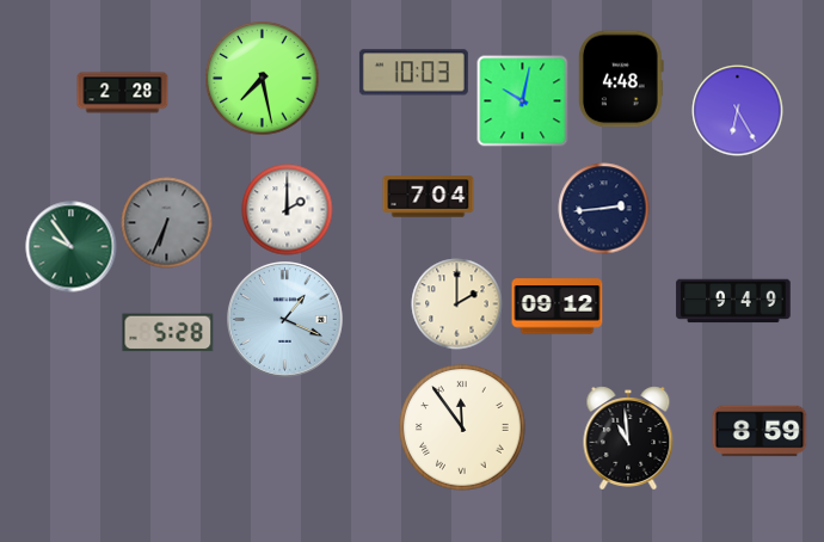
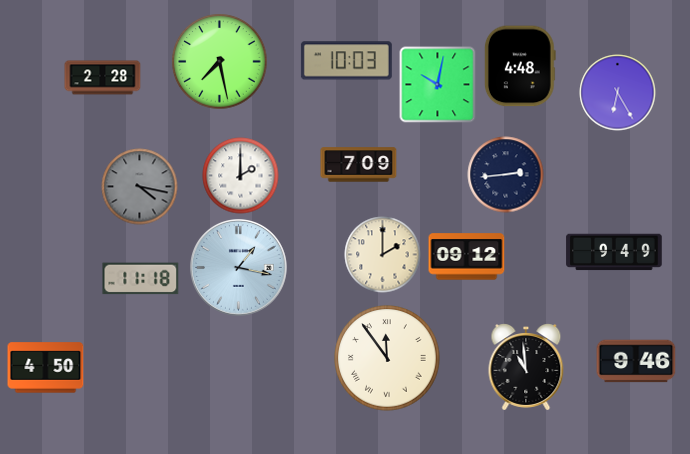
clock at (263, 79) position: (263, 79) -> (220, 62)
clock at (429, 197): 7:04 -> 7:09
clock at (167, 223): 6:34 -> 4:17
clock at (72, 247): 9:54 -> none
clock at (285, 320): 1:19 -> 1:17
clock at (168, 333): 5:28 -> 11:18
clock at (760, 431): 8:59 -> 9:46
clock at (46, 368): none -> 4:50
